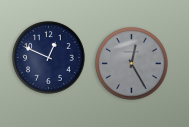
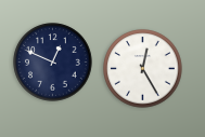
clock at (132, 64) dial: grey -> white
